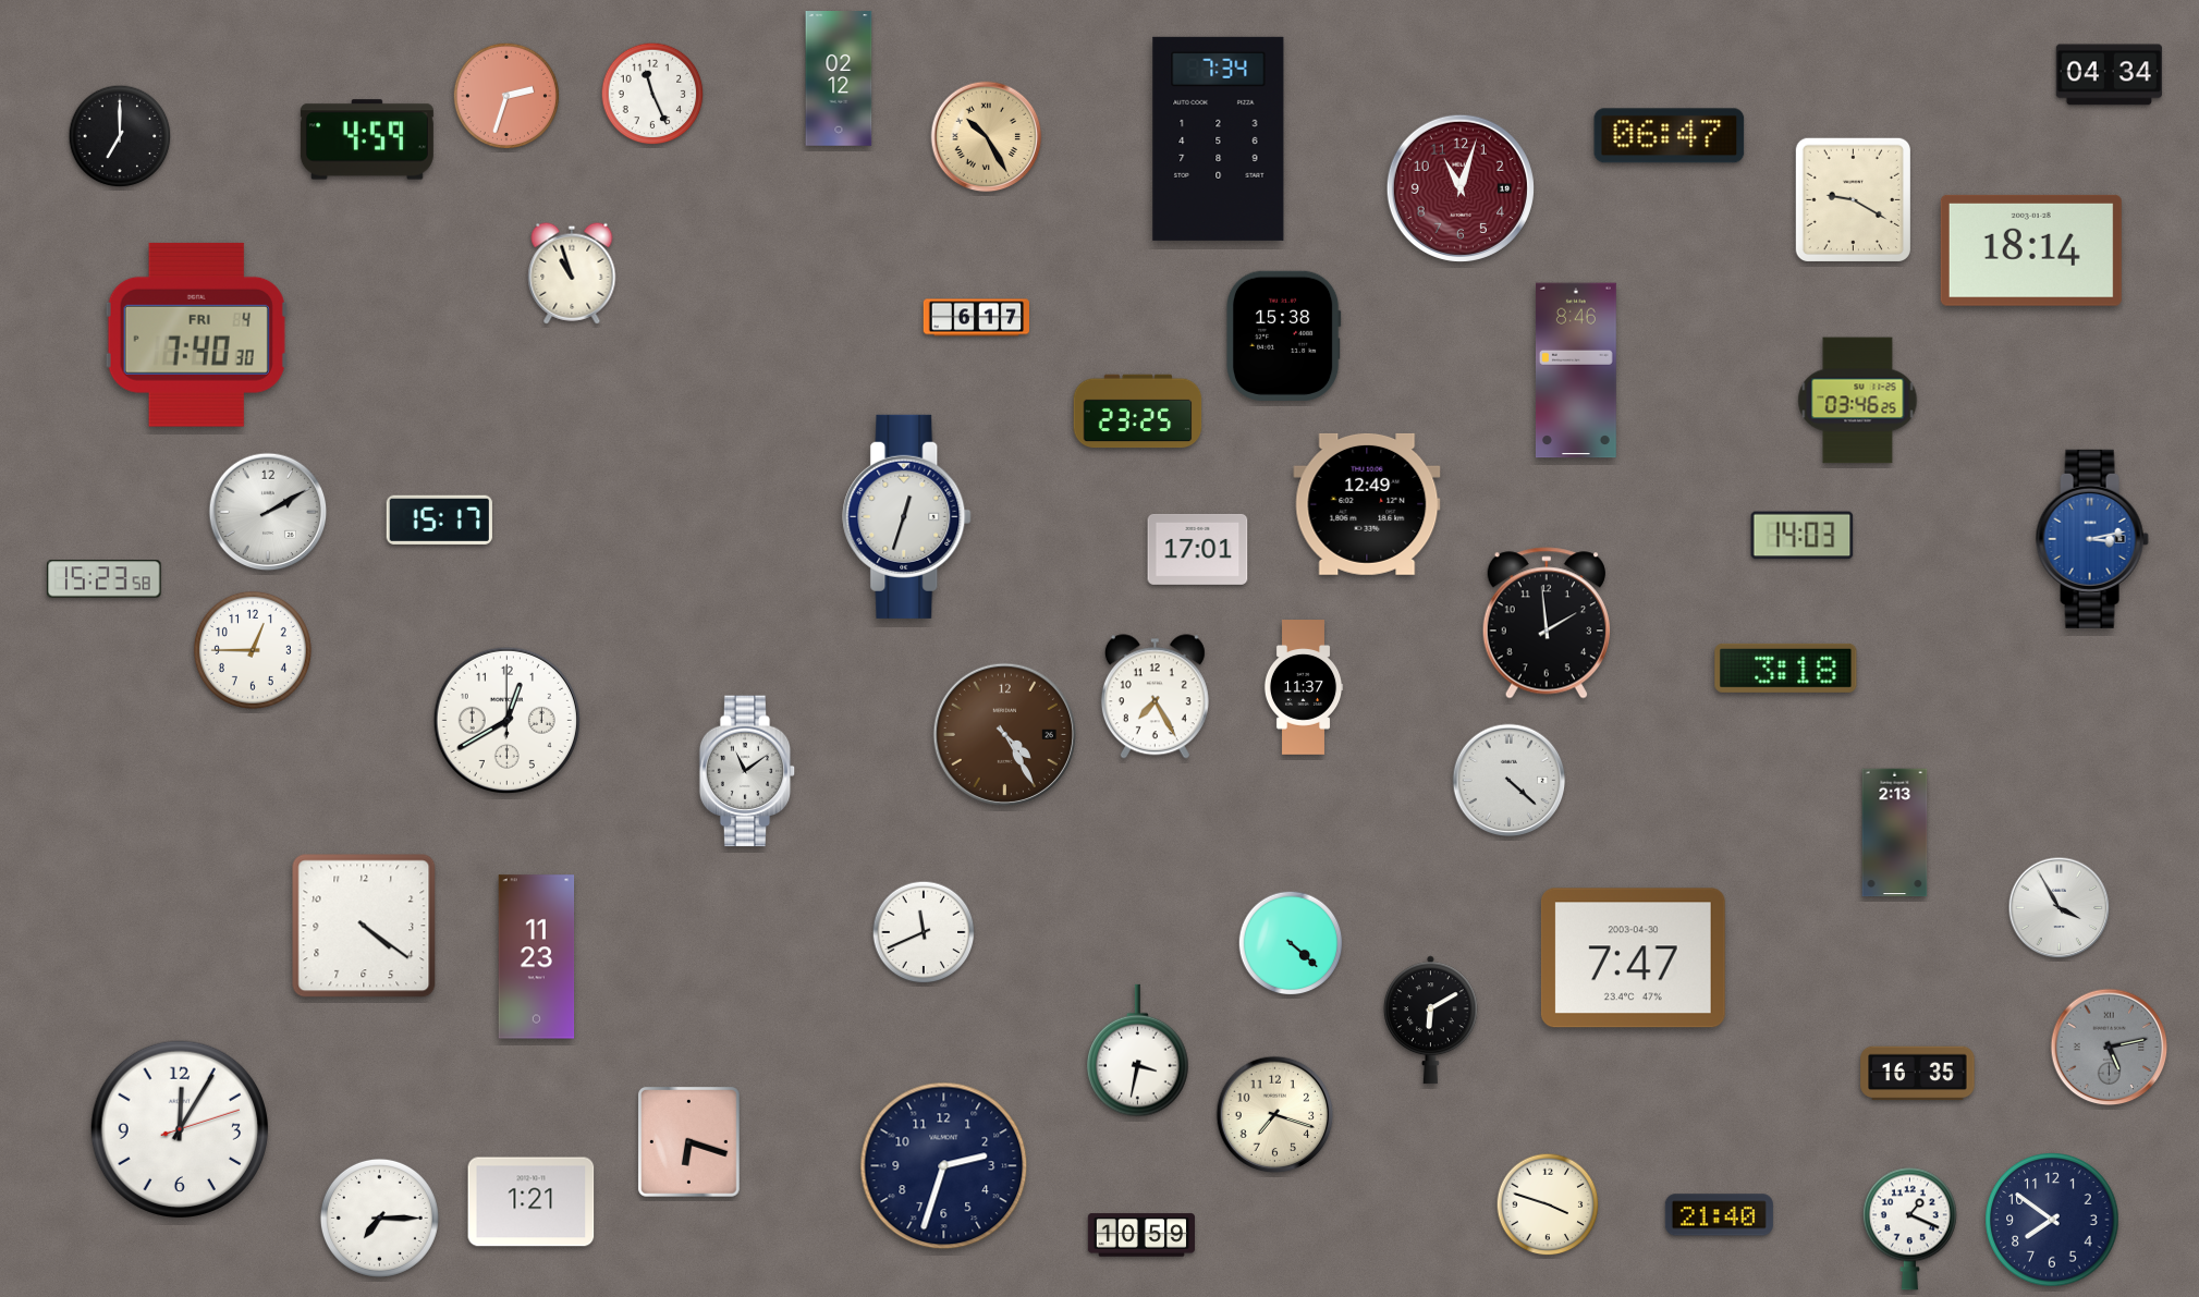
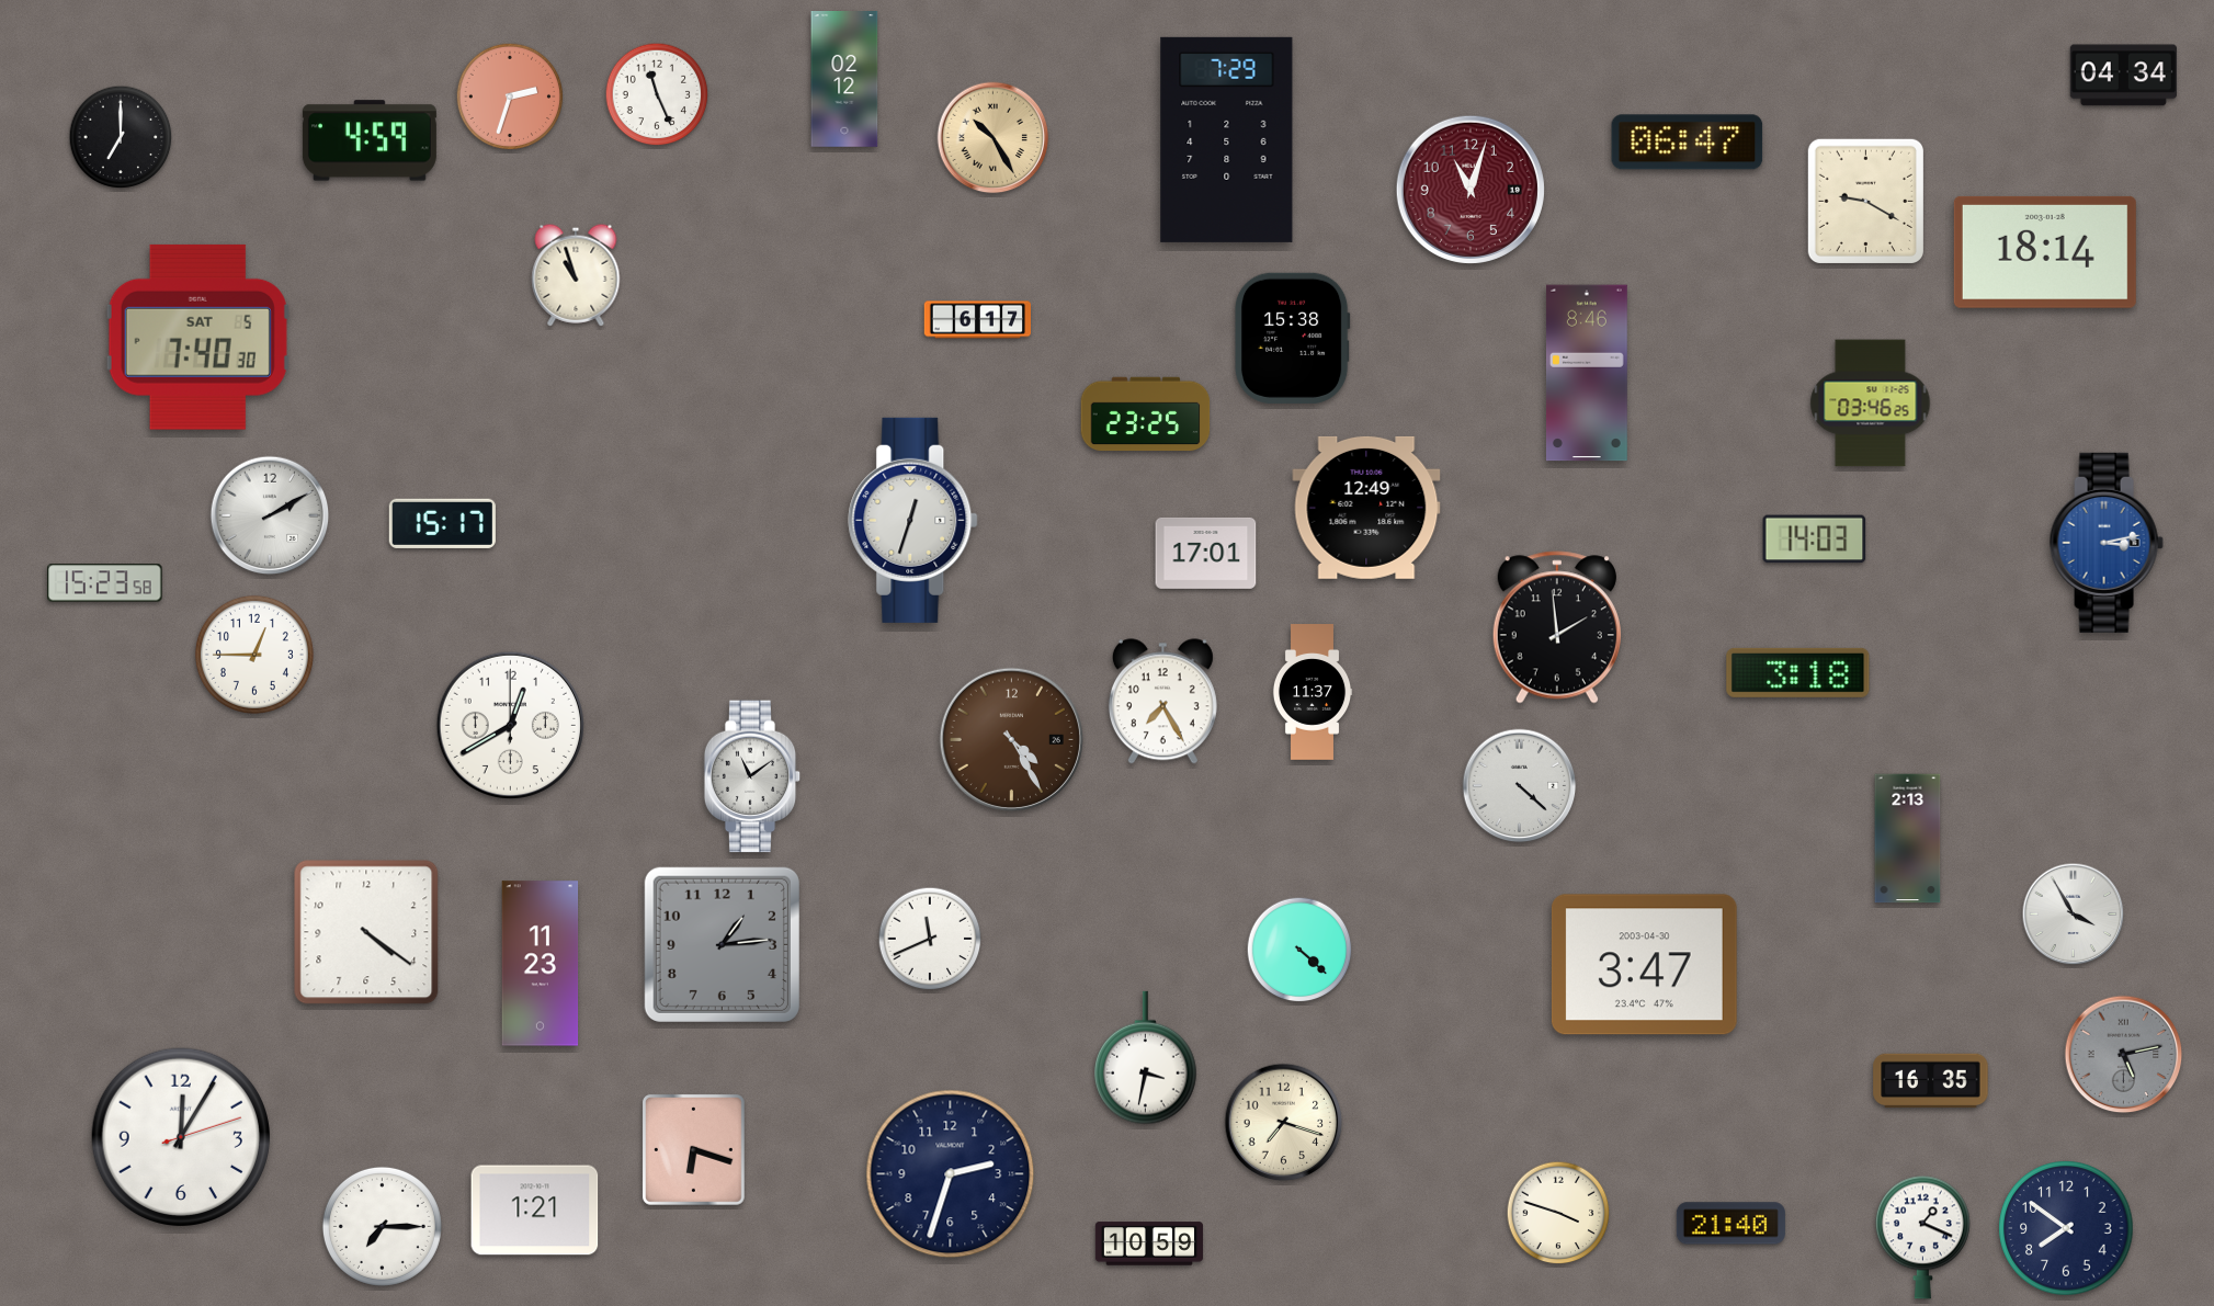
clock at (1670, 136) position: (1670, 136) -> (1688, 143)
clock at (1219, 138): 7:34 -> 7:29
clock at (976, 318) position: (976, 318) -> (977, 320)
clock at (196, 334) date: FRI 4 -> SAT 5
clock at (1367, 504) position: (1367, 504) -> (1366, 508)
clock at (722, 944): none -> 1:14
clock at (1633, 958): 7:47 -> 3:47
clock at (1430, 1020): 6:10 -> none
